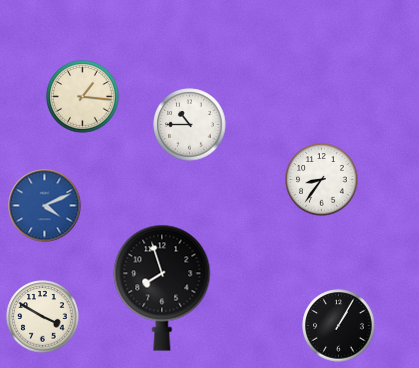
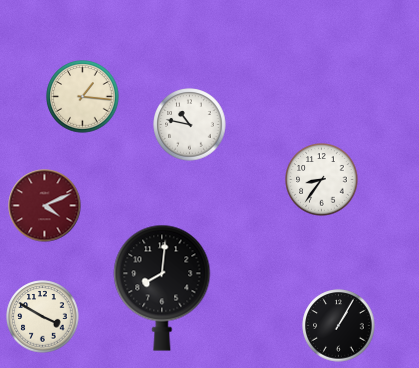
clock at (190, 125): 10:45 -> 10:47
clock at (45, 206) dial: blue -> burgundy
clock at (162, 288): 7:57 -> 8:01
